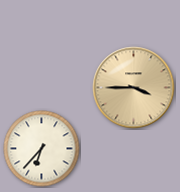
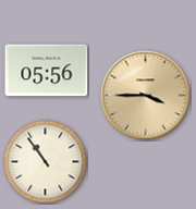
clock at (47, 71): none -> 05:56
clock at (42, 149): 6:37 -> 10:54
